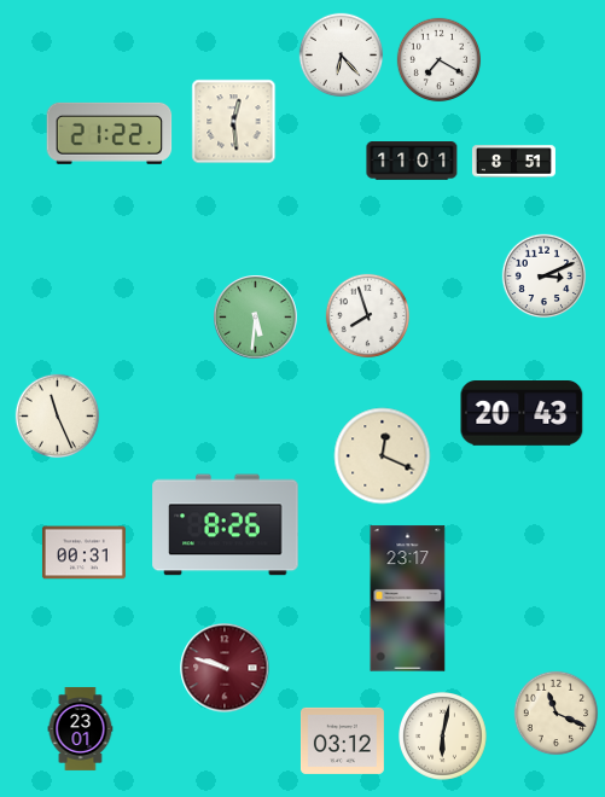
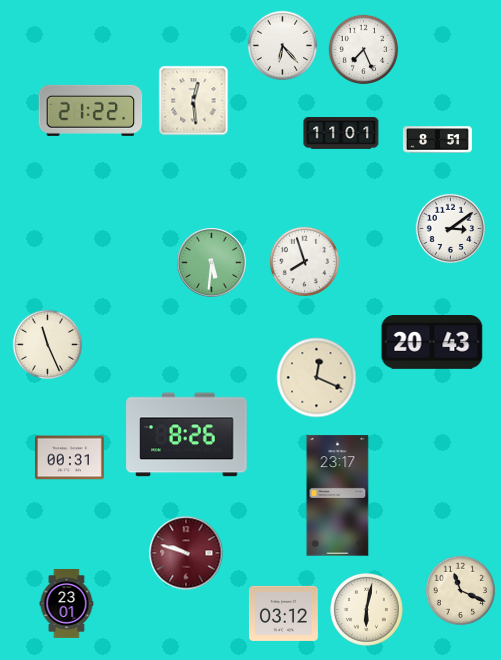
clock at (440, 60): 7:20 -> 7:26
clock at (514, 162) position: (514, 162) -> (438, 140)
clock at (545, 277): 3:11 -> 3:09
